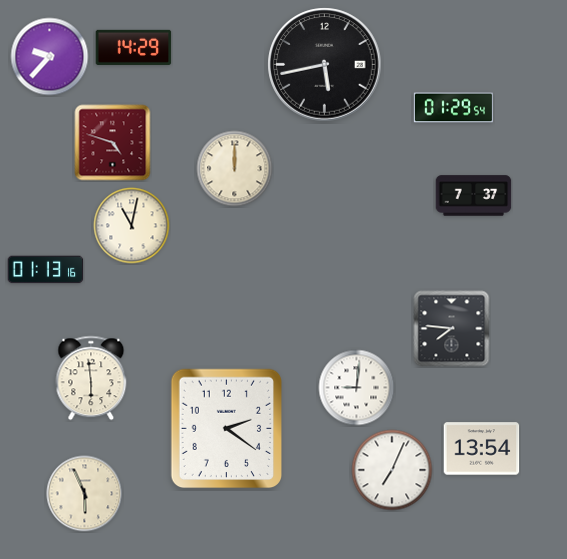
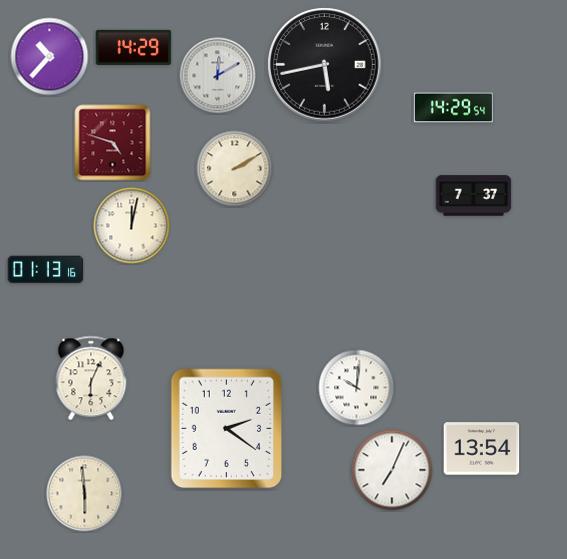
clock at (50, 57): 9:37 -> 10:37
clock at (218, 76): none -> 12:10
clock at (453, 108): 01:29 -> 14:29
clock at (235, 169): 12:00 -> 2:10
clock at (132, 226): 11:02 -> 12:02
clock at (452, 329): 7:46 -> none
clock at (91, 378): 5:59 -> 6:04
clock at (357, 388): 9:01 -> 10:01
clock at (85, 494): 5:56 -> 5:59
